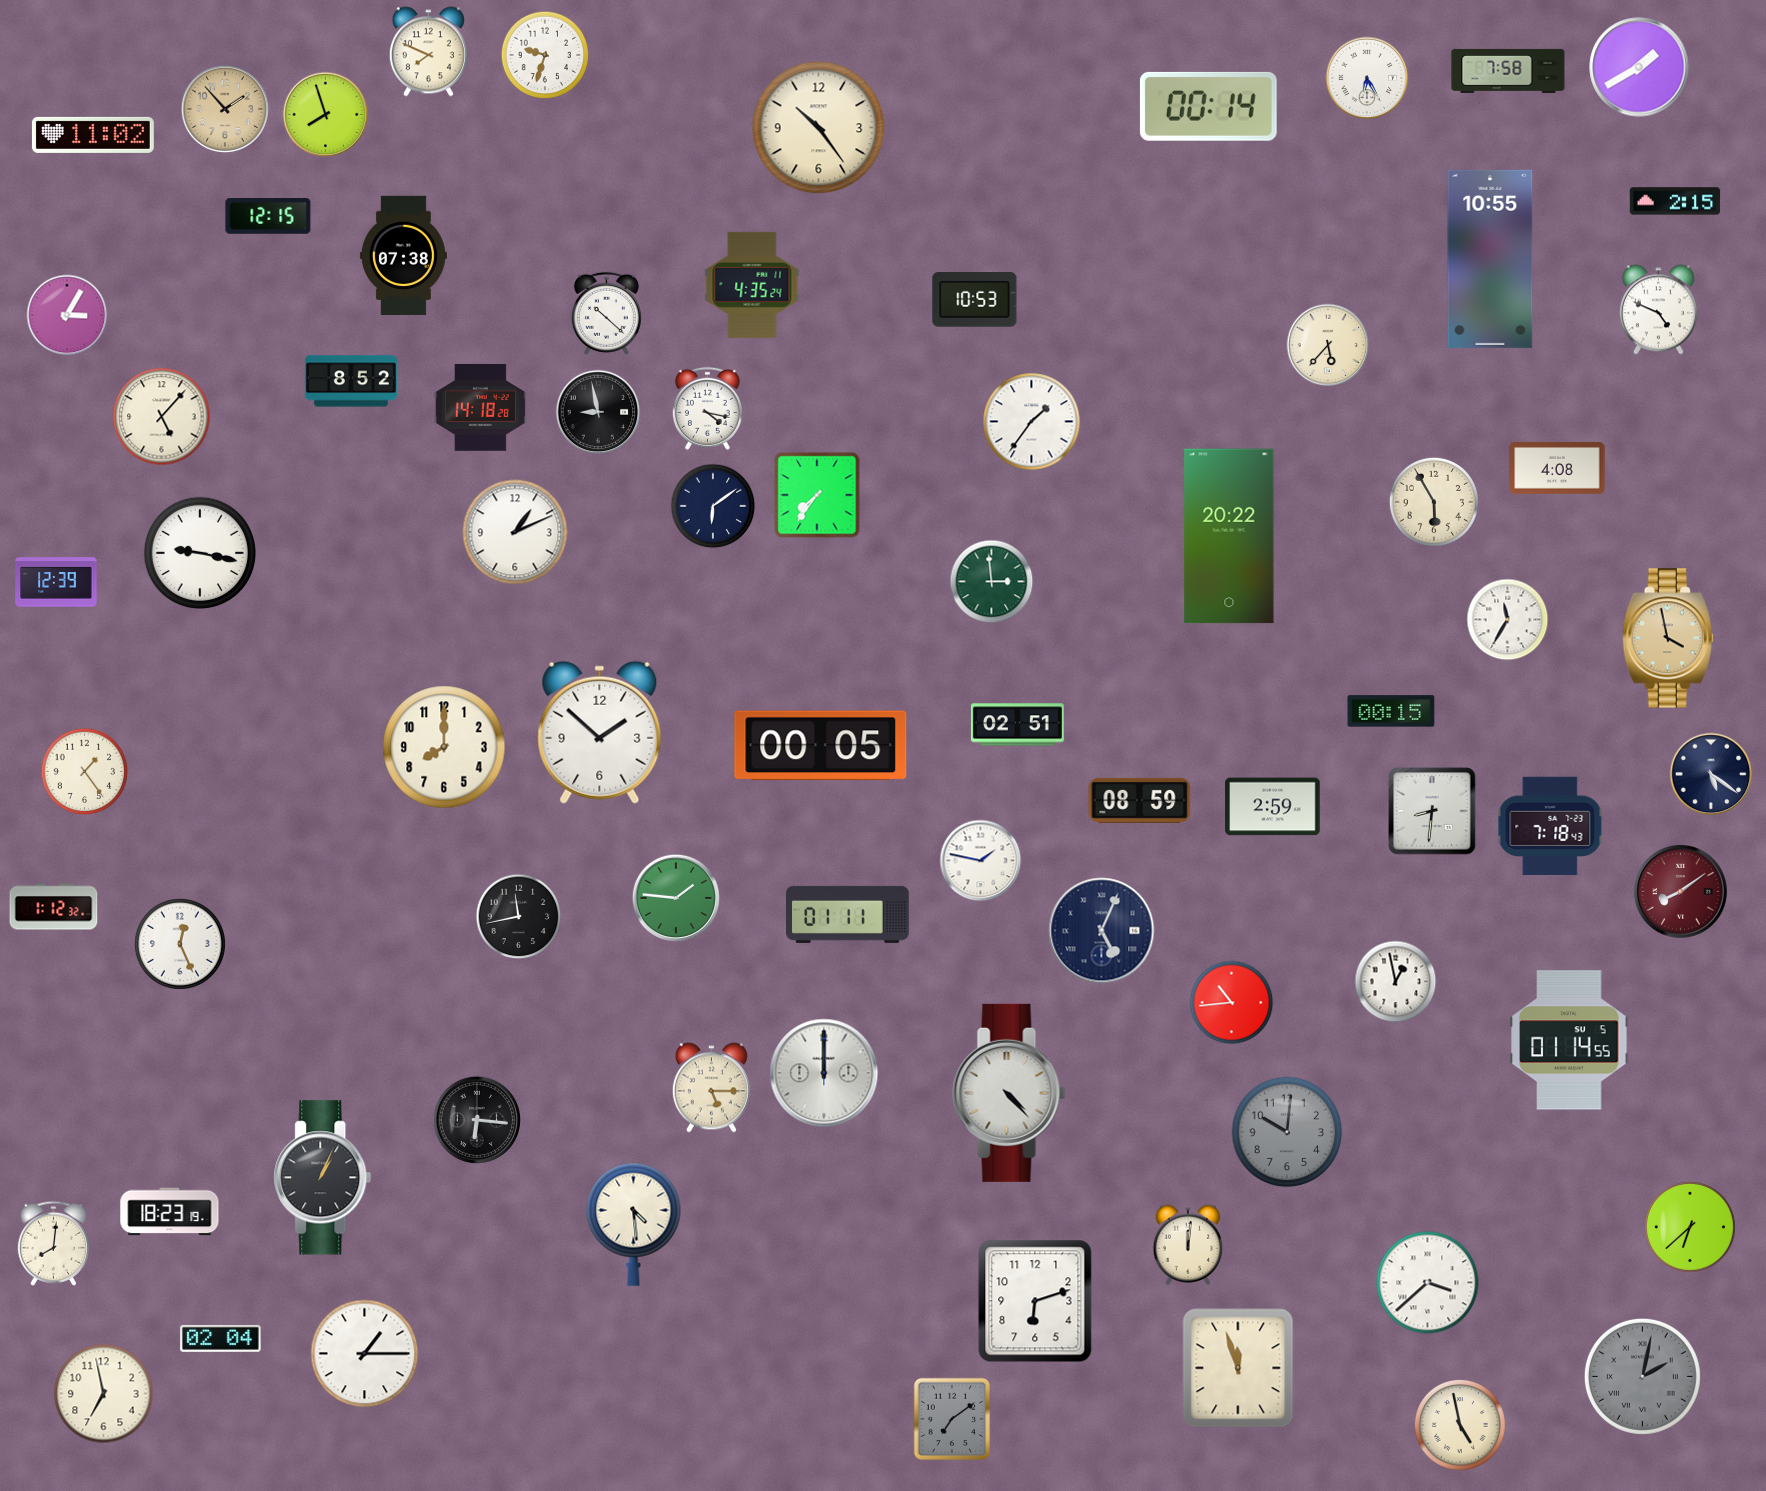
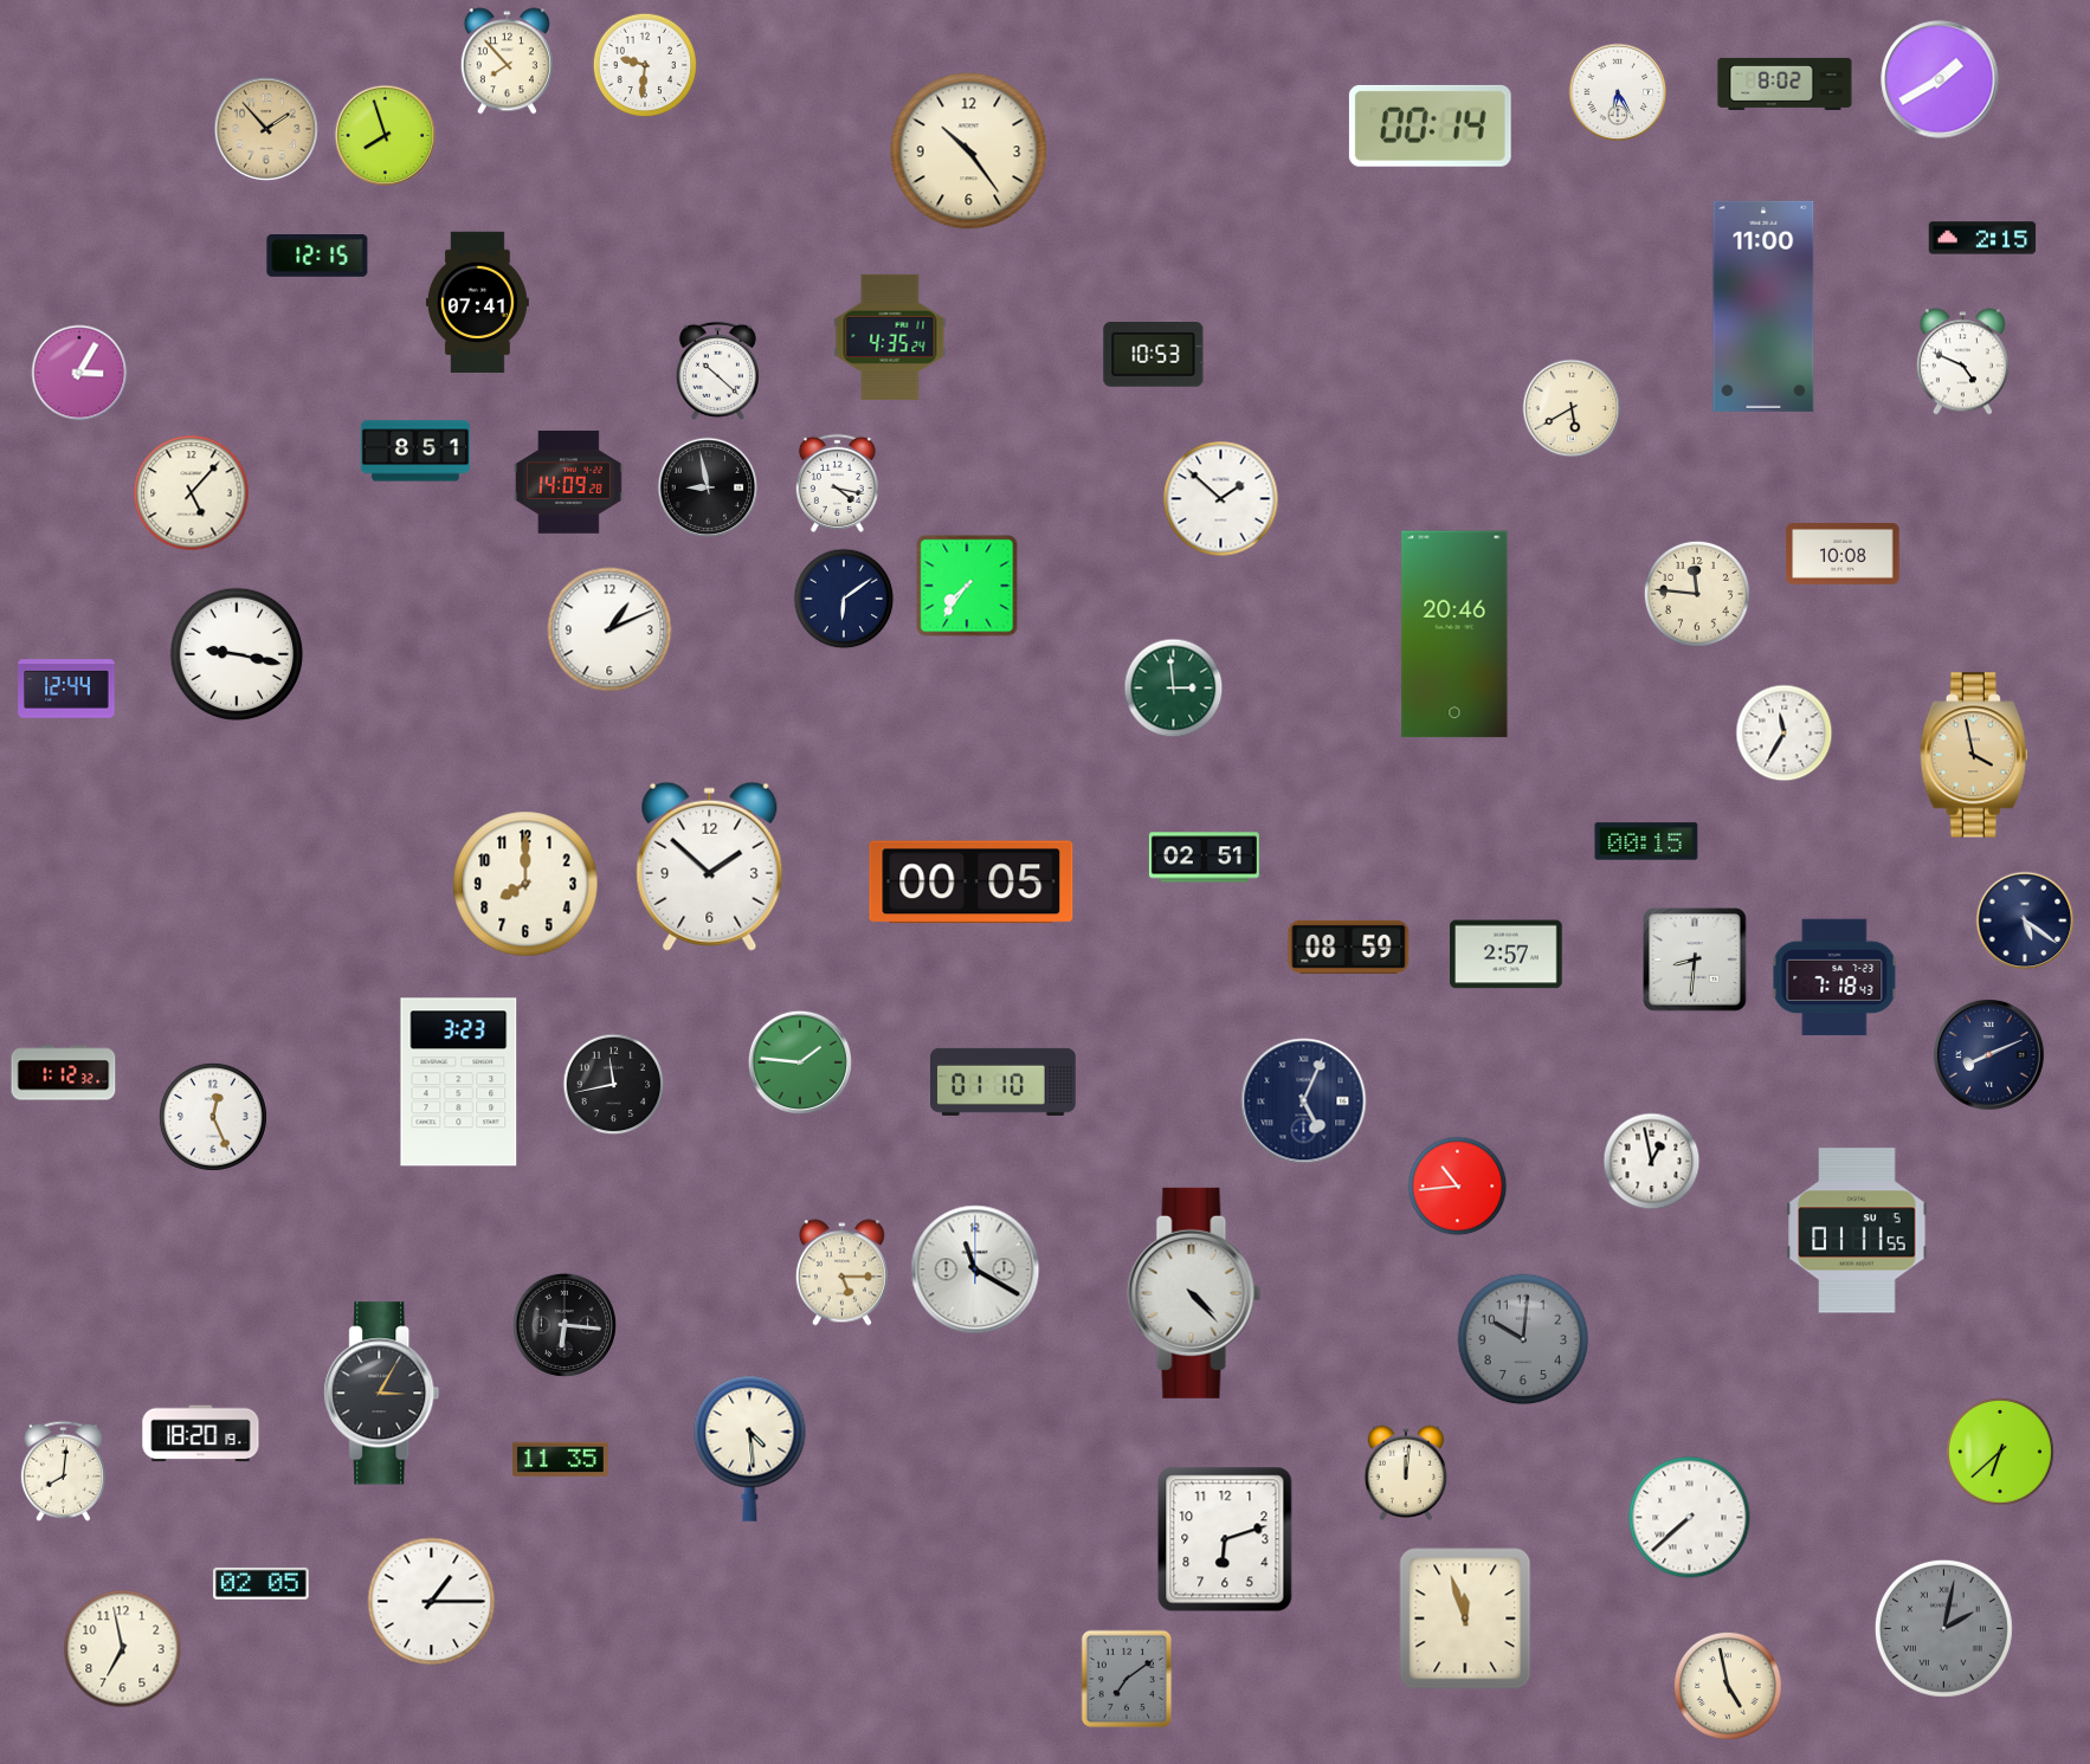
clock at (428, 52): 7:49 -> 7:53
clock at (544, 54): 9:33 -> 9:31
clock at (1508, 71): 7:58 -> 8:02
clock at (93, 135): 11:02 -> none
clock at (403, 256): 07:38 -> 07:41
clock at (1490, 259): 10:55 -> 11:00
clock at (1658, 310) position: (1658, 310) -> (1962, 362)
clock at (1328, 345): 5:37 -> 5:40
clock at (351, 381): 8:52 -> 8:51
clock at (480, 408): 14:18 -> 14:09
clock at (1032, 422): 1:36 -> 1:52
clock at (1557, 468): 4:08 -> 10:08
clock at (1434, 502): 5:55 -> 11:46
clock at (1229, 536): 20:22 -> 20:46
clock at (56, 582): 12:39 -> 12:44
clock at (85, 772): 1:24 -> none
clock at (1711, 774) position: (1711, 774) -> (2025, 920)
clock at (1273, 807): 2:59 -> 2:57
clock at (981, 861): 1:47 -> none
clock at (1681, 892): 8:09 -> 8:11
clock at (1681, 892) dial: burgundy -> navy
clock at (848, 914): 01:11 -> 01:10
clock at (459, 1083): none -> 3:23
clock at (1569, 1040): 01:14 -> 01:11
clock at (824, 1073): 12:00 -> 11:20
clock at (711, 1088) position: (711, 1088) -> (841, 1273)
clock at (323, 1178): 1:04 -> 3:05
clock at (170, 1212): 18:23 -> 18:20
clock at (561, 1460): none -> 11:35
clock at (1428, 1283): 3:38 -> 7:38
clock at (221, 1338): 02:04 -> 02:05
